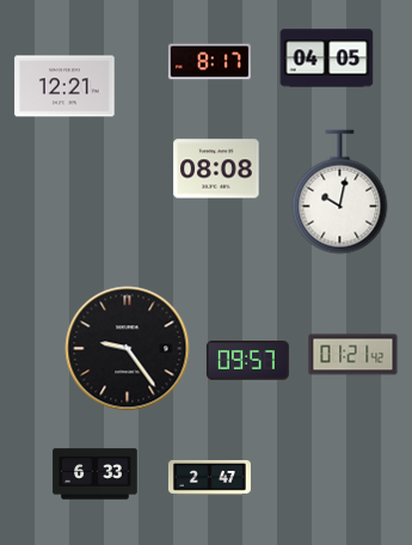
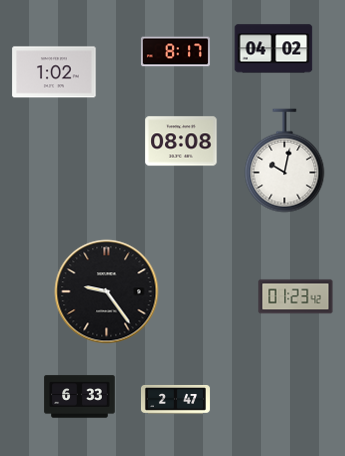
clock at (327, 59): 04:05 -> 04:02
clock at (64, 86): 12:21 -> 1:02
clock at (353, 355): 01:21 -> 01:23
clock at (247, 361): 09:57 -> none
